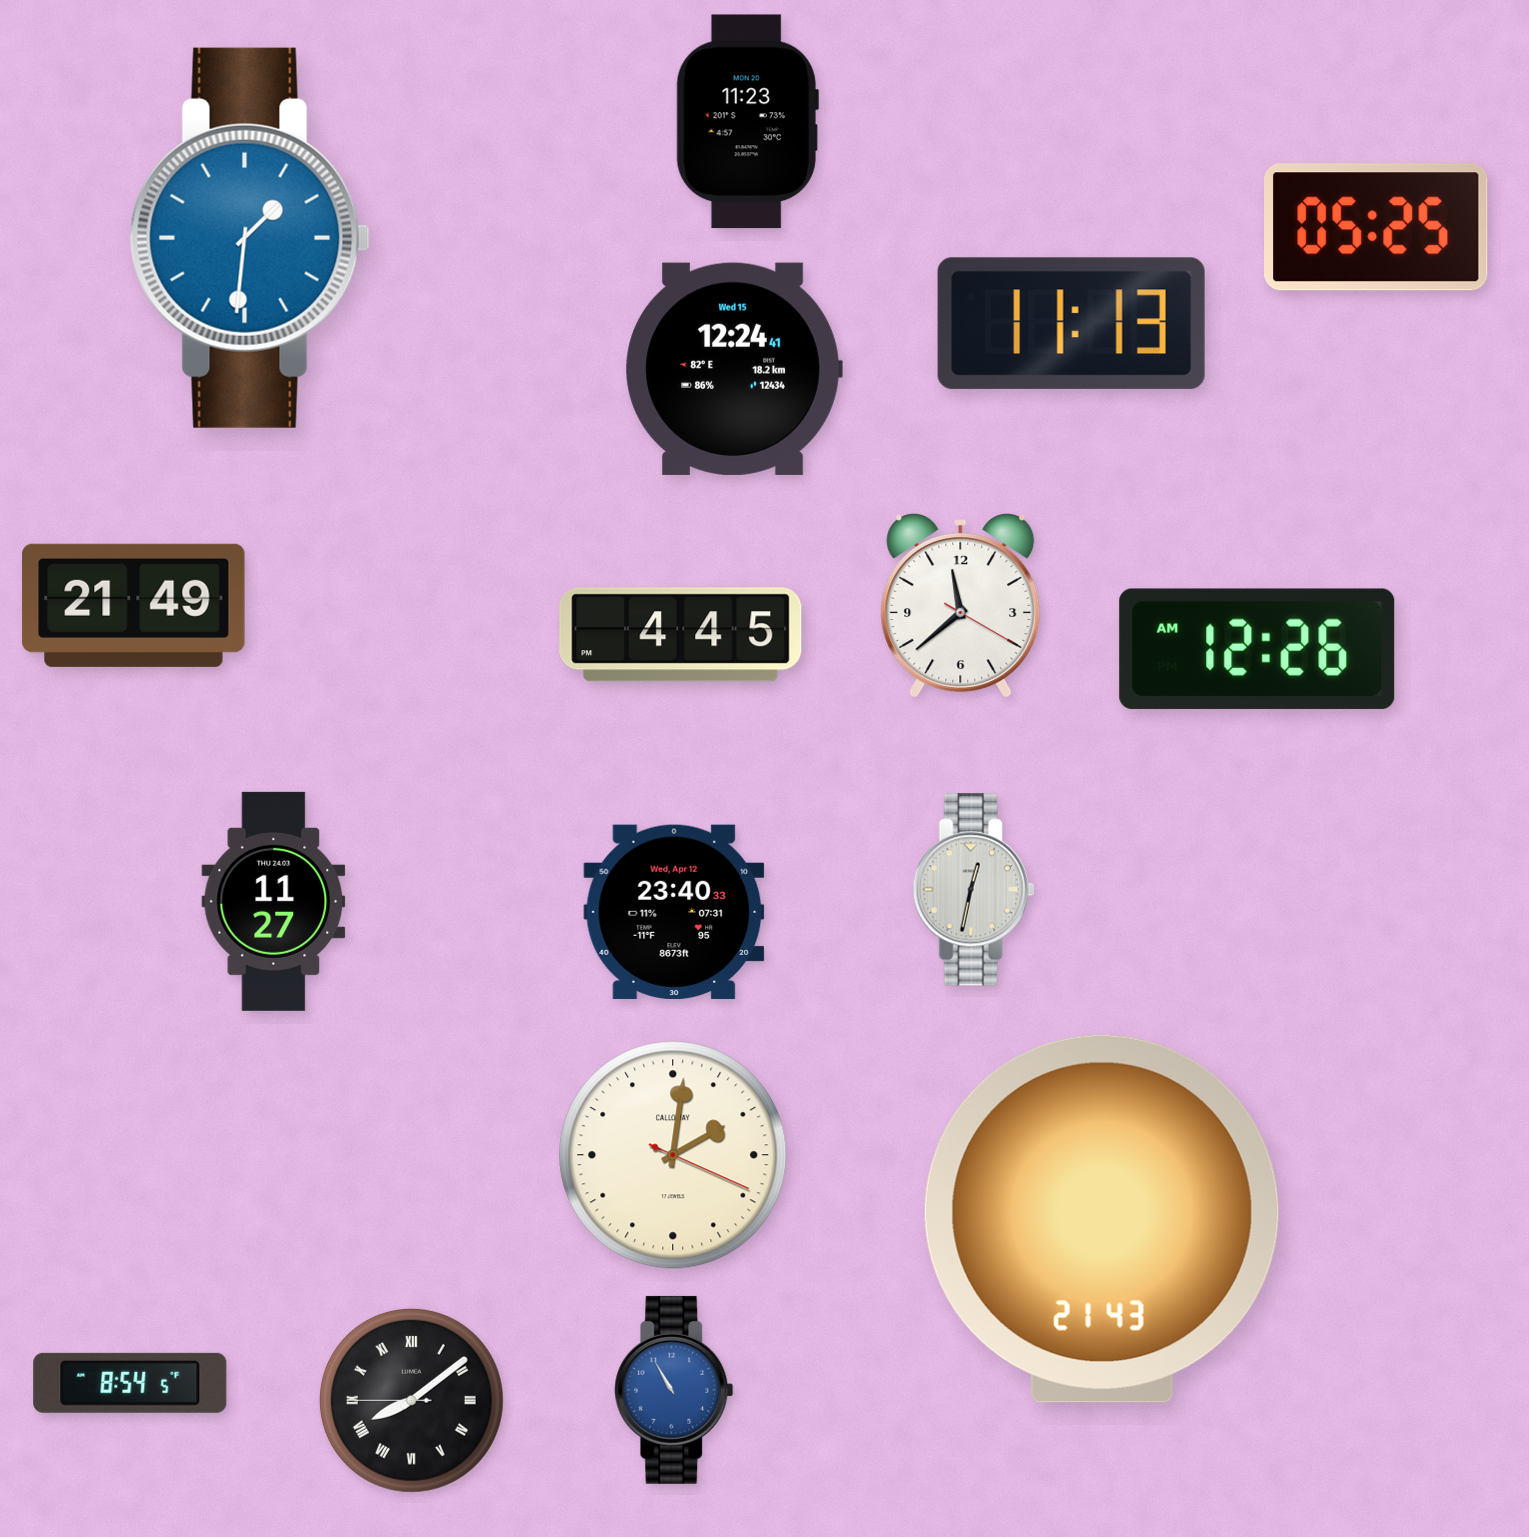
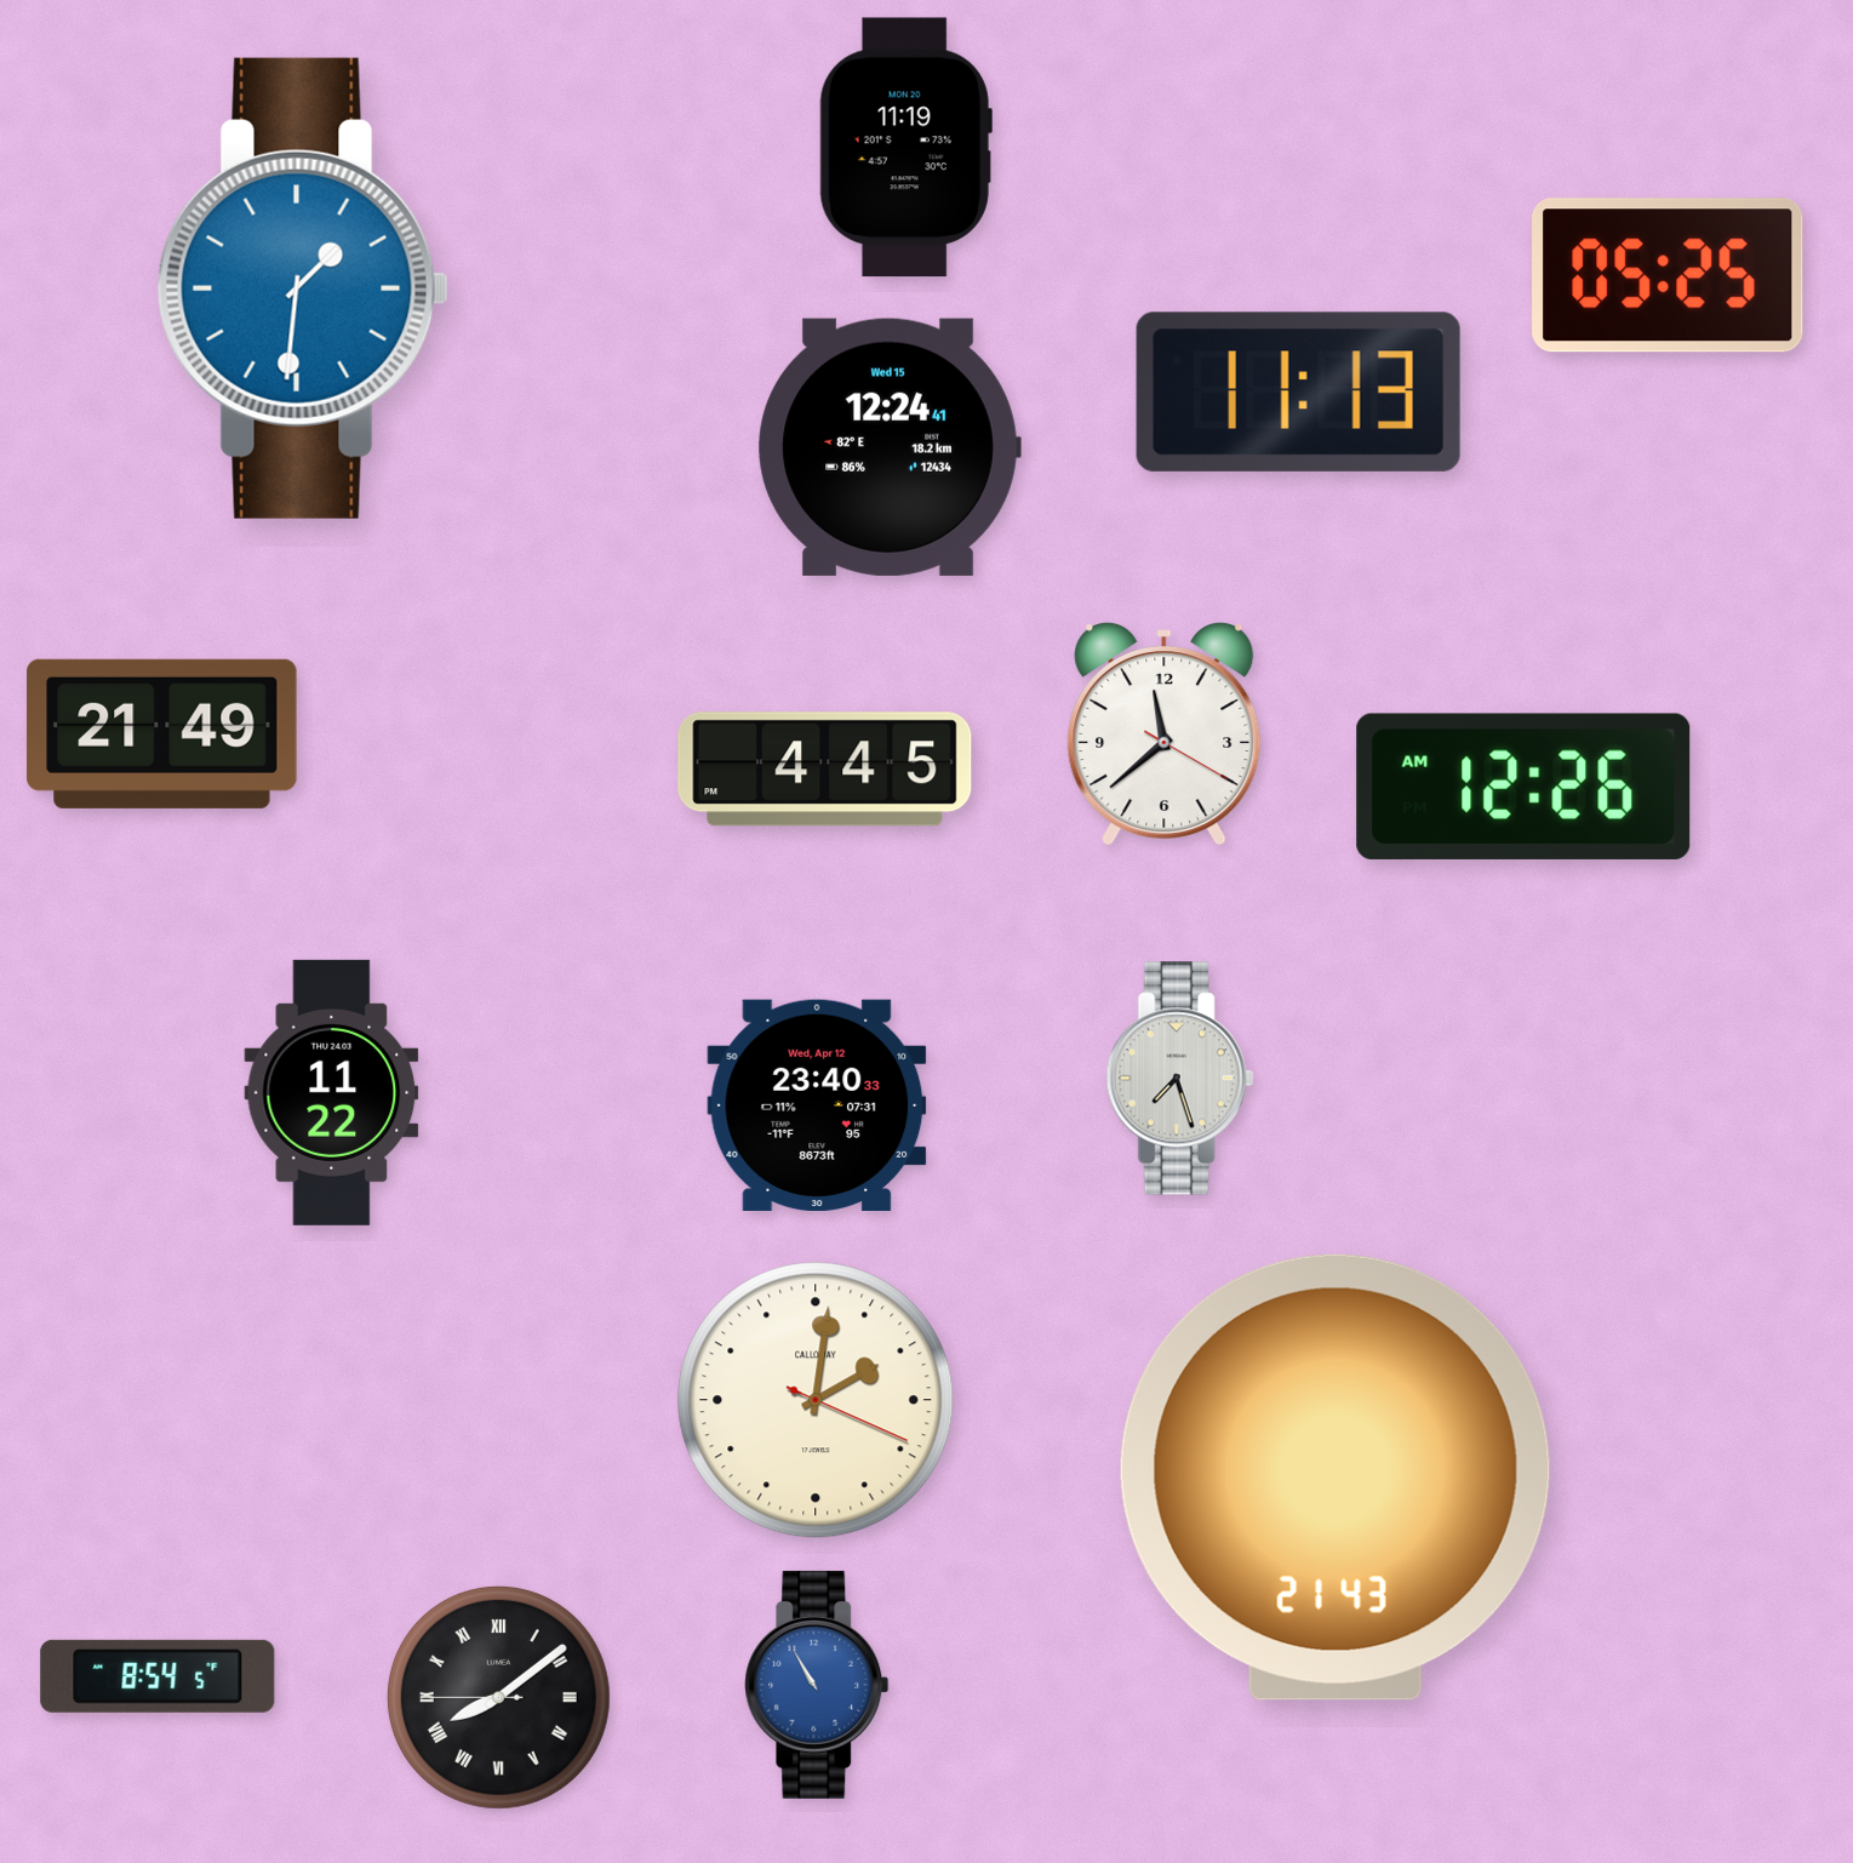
clock at (747, 122): 11:23 -> 11:19
clock at (973, 890): 12:32 -> 7:27
clock at (274, 901): 11:27 -> 11:22
